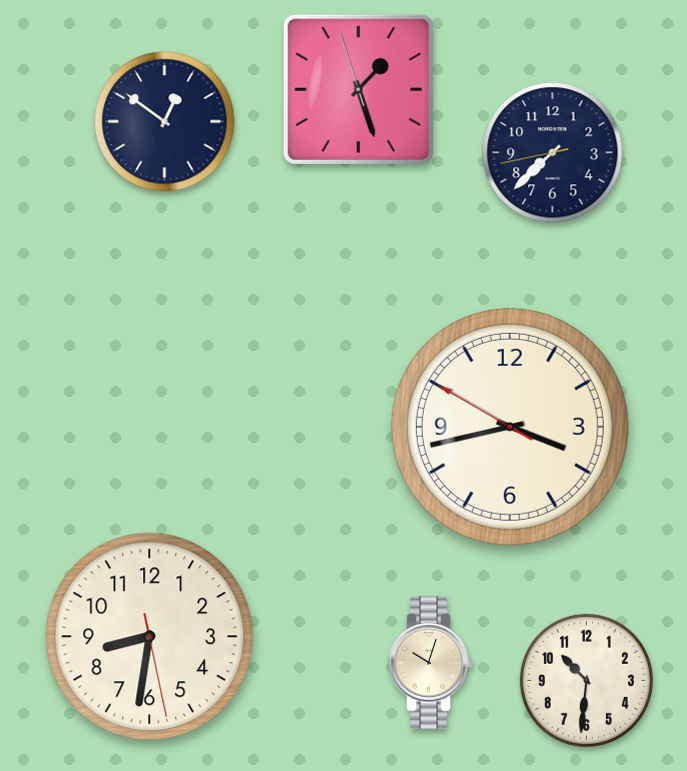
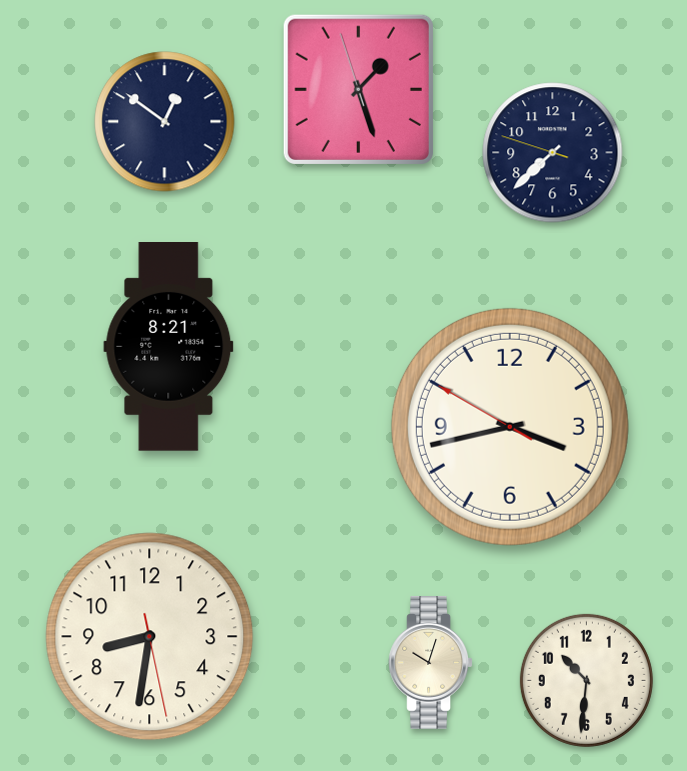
clock at (553, 153): 7:37:43 -> 7:37:48
clock at (169, 347): none -> 8:21
